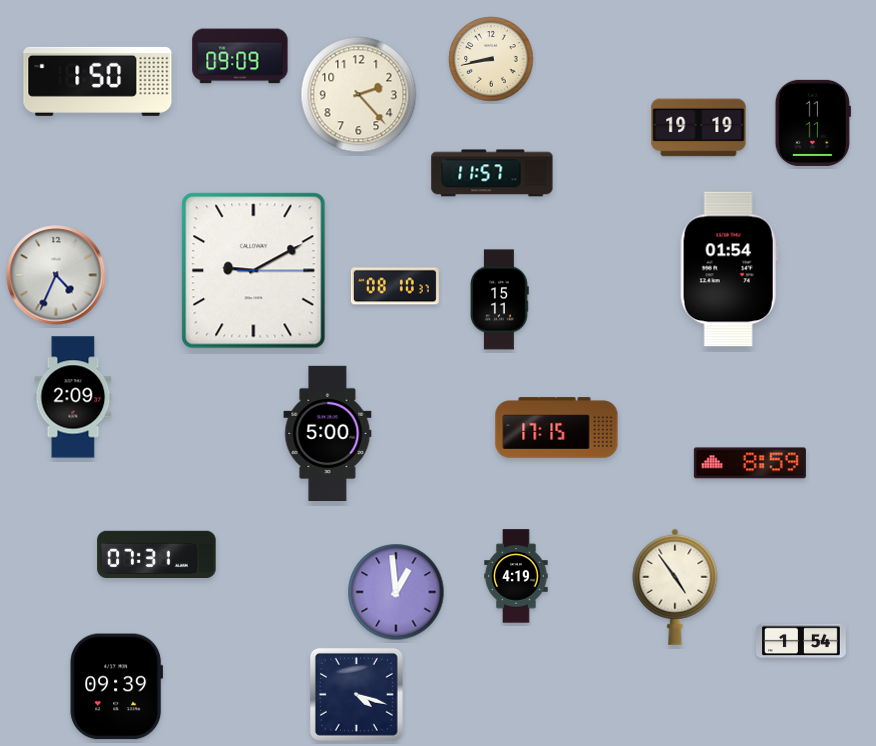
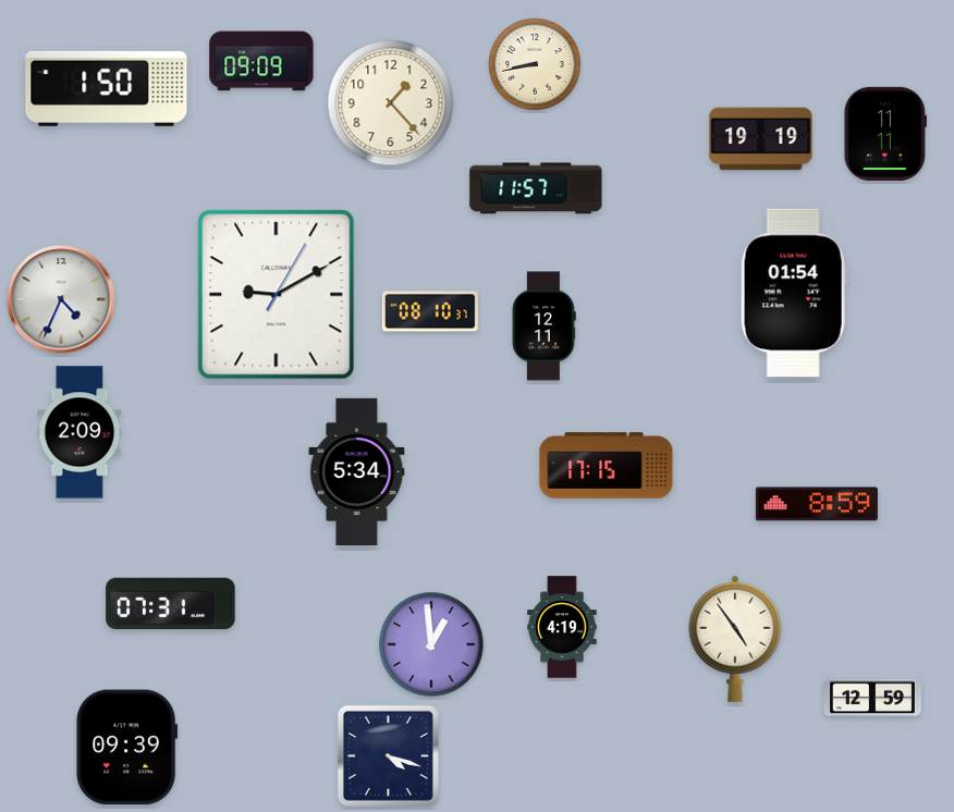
clock at (359, 95): 2:23 -> 1:23
clock at (254, 271): 9:10:15 -> 9:10:05
clock at (499, 300): 15:11 -> 12:11
clock at (328, 433): 5:00 -> 5:34
clock at (802, 641): 1:54 -> 12:59
